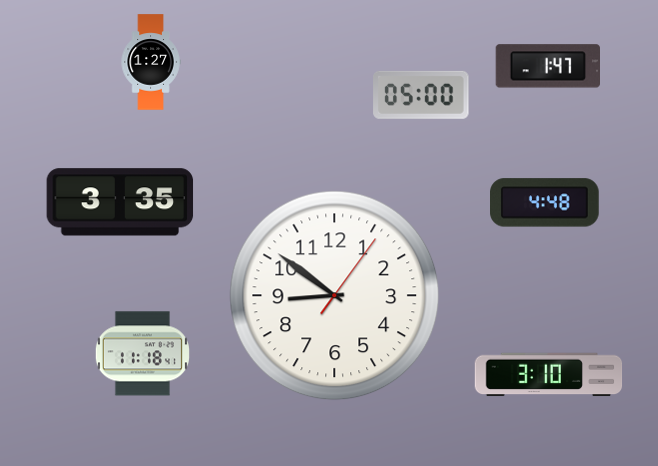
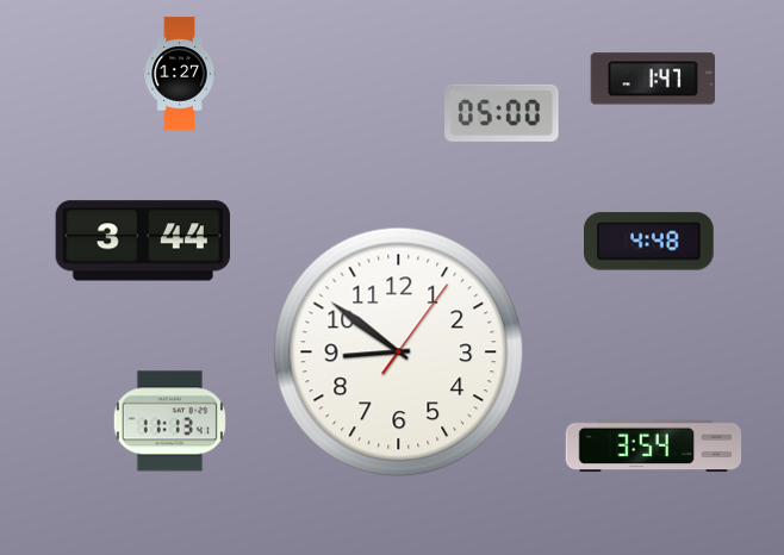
clock at (120, 202): 3:35 -> 3:44
clock at (142, 354): 11:18 -> 11:13
clock at (549, 375): 3:10 -> 3:54
